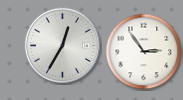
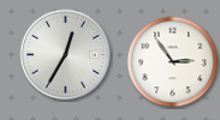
clock at (62, 45) position: (62, 45) -> (65, 54)
